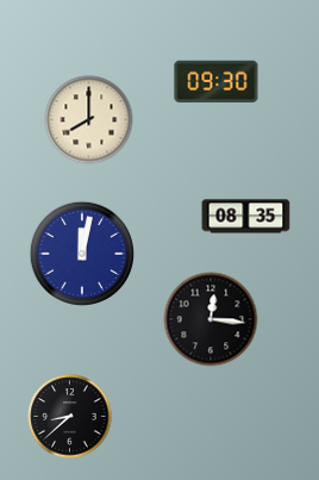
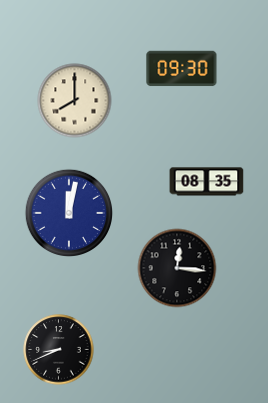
clock at (70, 417): 8:38 -> 8:41
